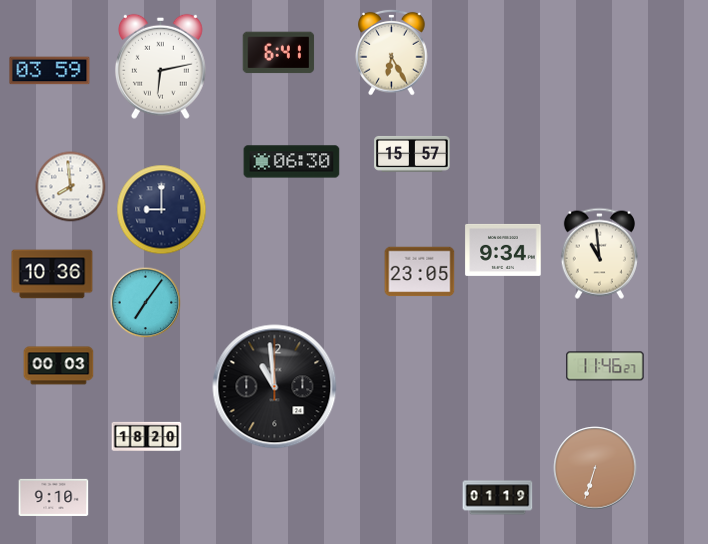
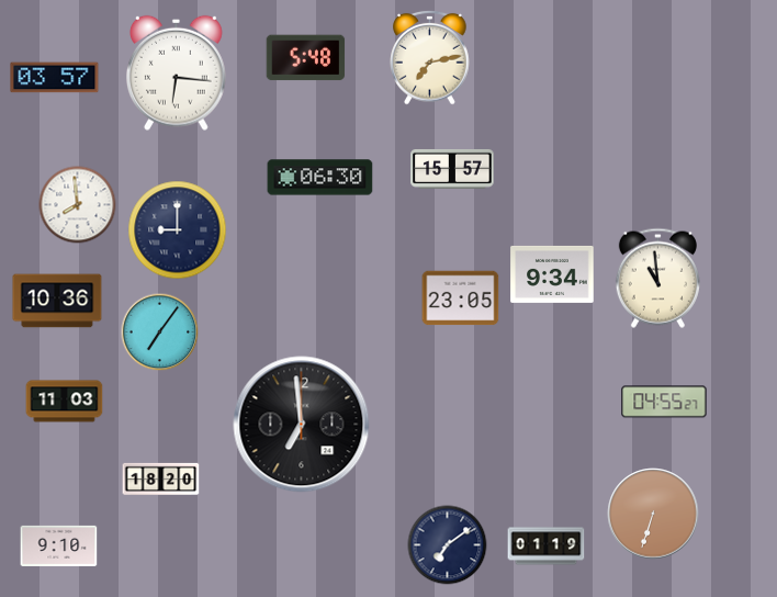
clock at (392, 52): 6:25 -> 7:13
clock at (279, 53): 6:41 -> 5:48
clock at (161, 66): 6:13 -> 6:16
clock at (50, 71): 03:59 -> 03:57
clock at (59, 366): 00:03 -> 11:03
clock at (605, 366): 11:46 -> 04:55
clock at (275, 387): 10:59 -> 6:59
clock at (448, 545): none -> 7:09
